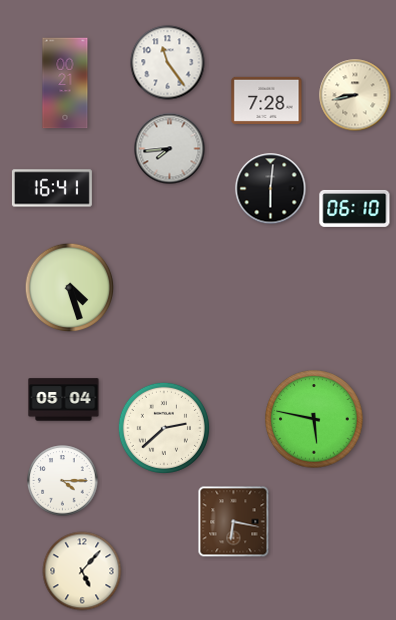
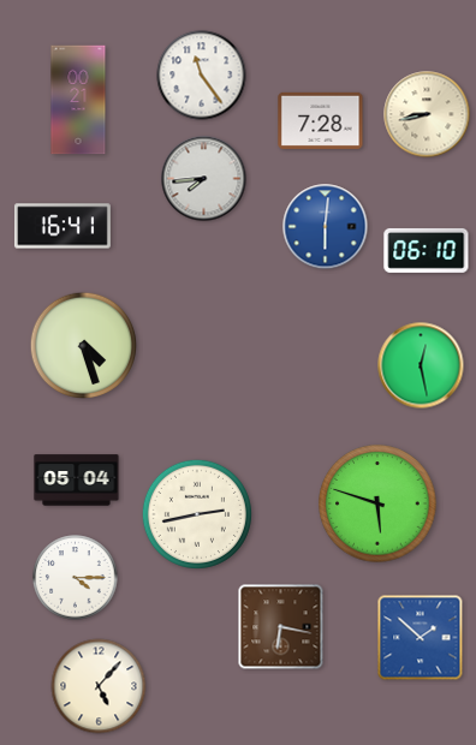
clock at (271, 189) dial: black -> blue
clock at (421, 365): none -> 12:28
clock at (314, 419): 5:47 -> 5:48
clock at (164, 428): 2:38 -> 2:43
clock at (421, 638): none -> 1:52
